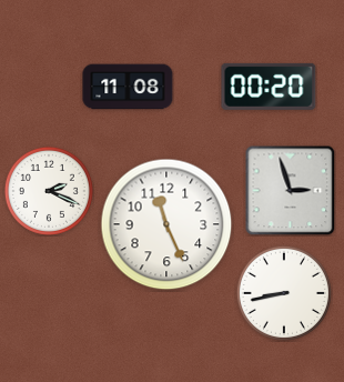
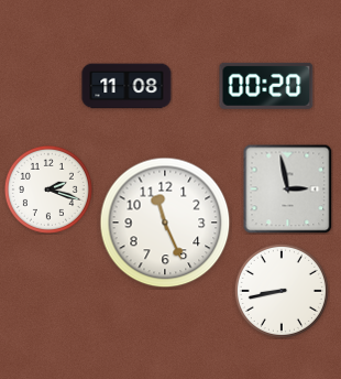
clock at (290, 190): 2:57 -> 2:58
clock at (49, 191): 2:19 -> 2:18
